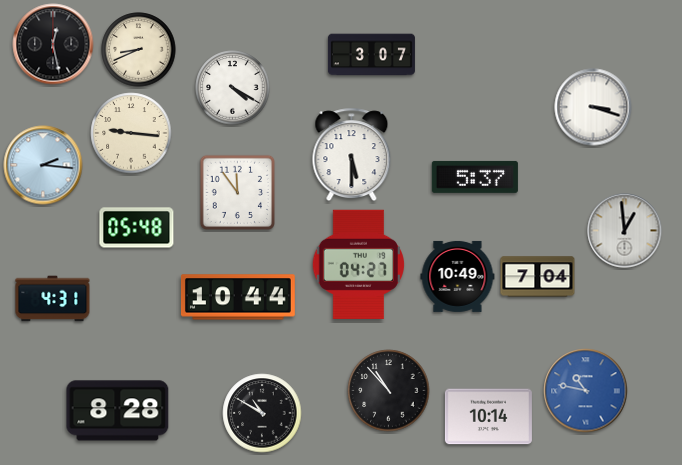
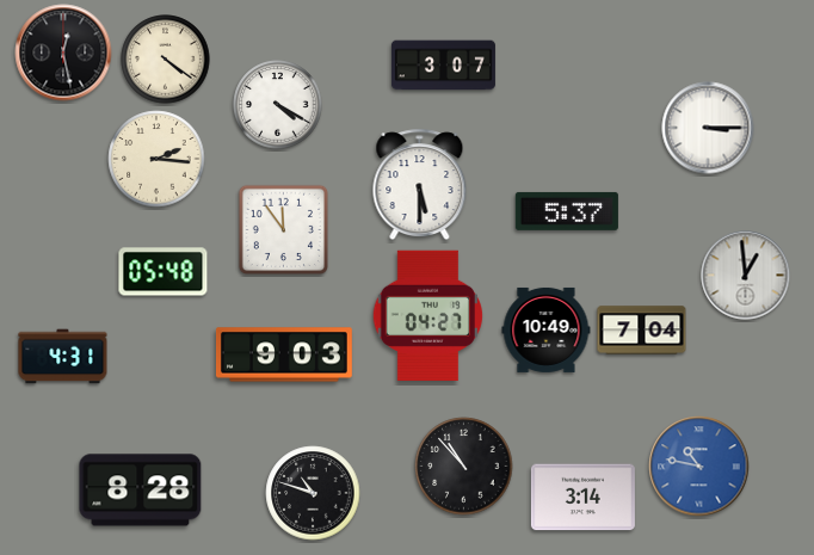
clock at (139, 50): 8:41 -> 4:21
clock at (593, 107): 3:18 -> 3:15
clock at (131, 133): 9:16 -> 2:16
clock at (43, 165): 2:16 -> none
clock at (238, 297): 10:44 -> 9:03
clock at (262, 413): 10:50 -> 10:48
clock at (488, 417): 10:14 -> 3:14
